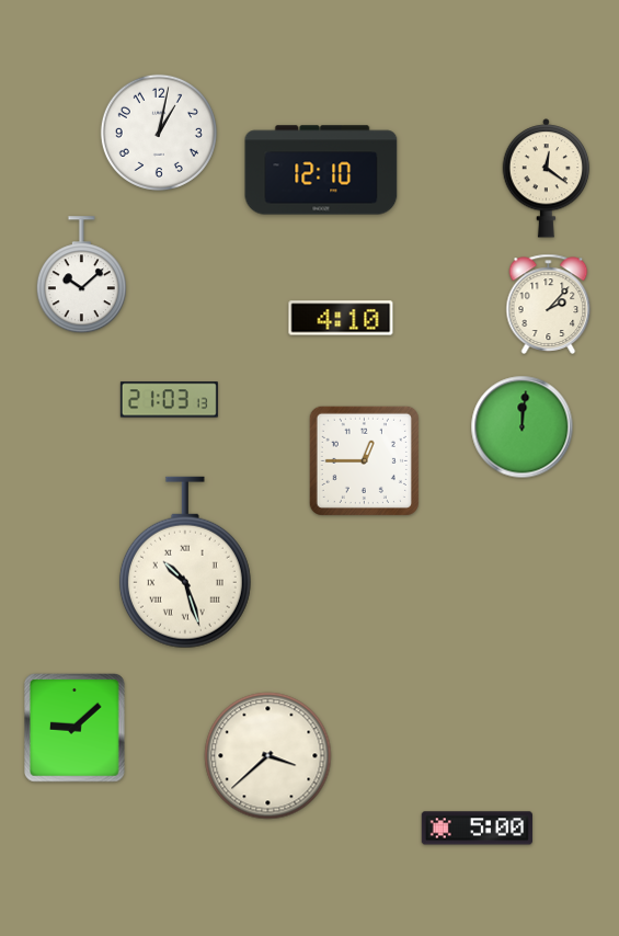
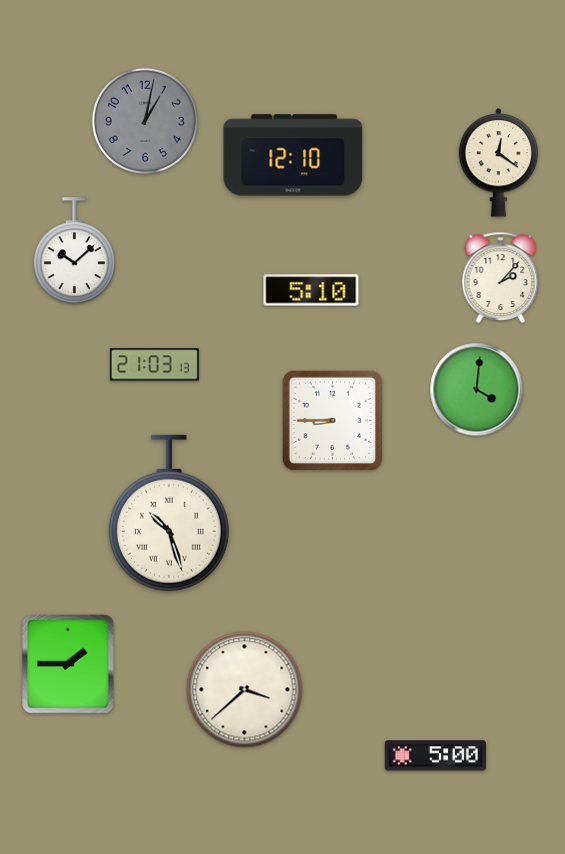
clock at (159, 133) dial: white -> grey
clock at (341, 318): 4:10 -> 5:10
clock at (523, 427): 12:01 -> 4:01
clock at (364, 460): 12:45 -> 8:45
clock at (76, 729): 9:08 -> 1:45
